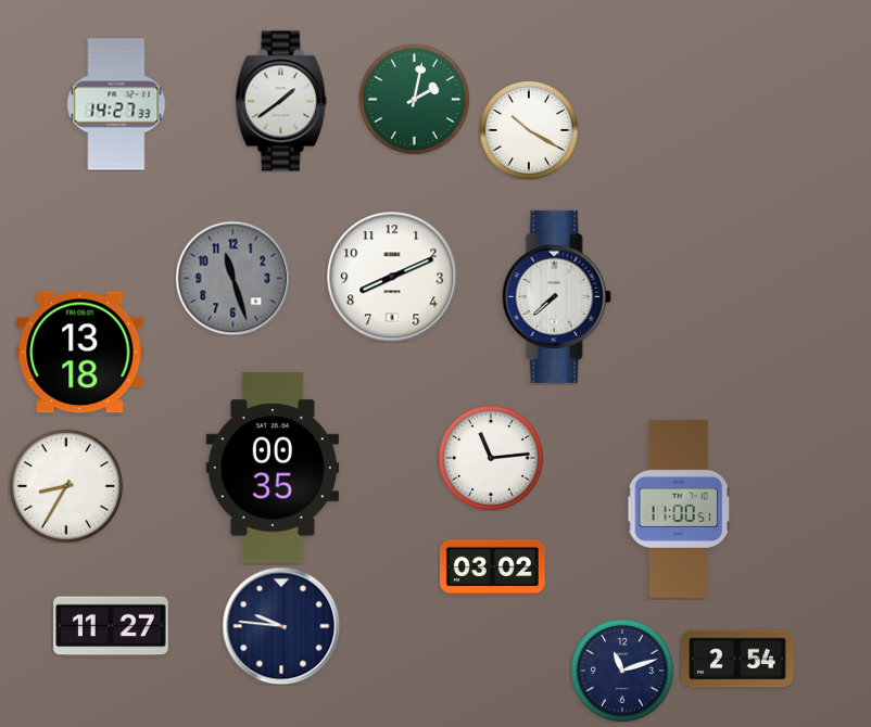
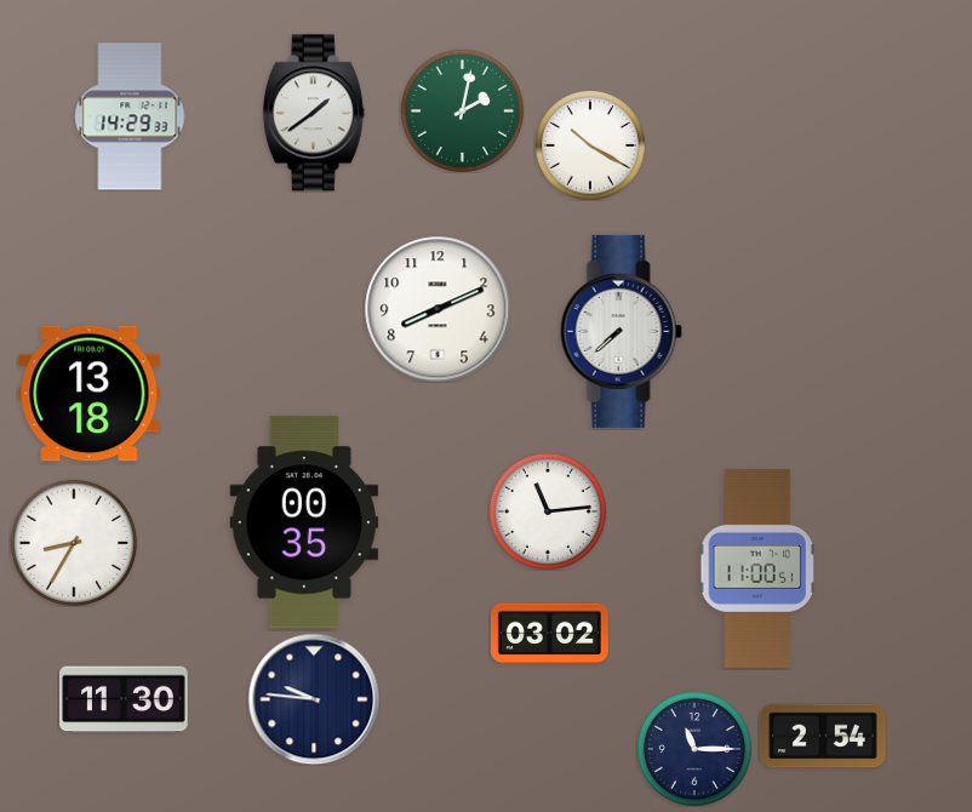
clock at (116, 104): 14:27 -> 14:29
clock at (232, 278): 11:27 -> none
clock at (111, 626): 11:27 -> 11:30
clock at (622, 671): 11:12 -> 11:15
